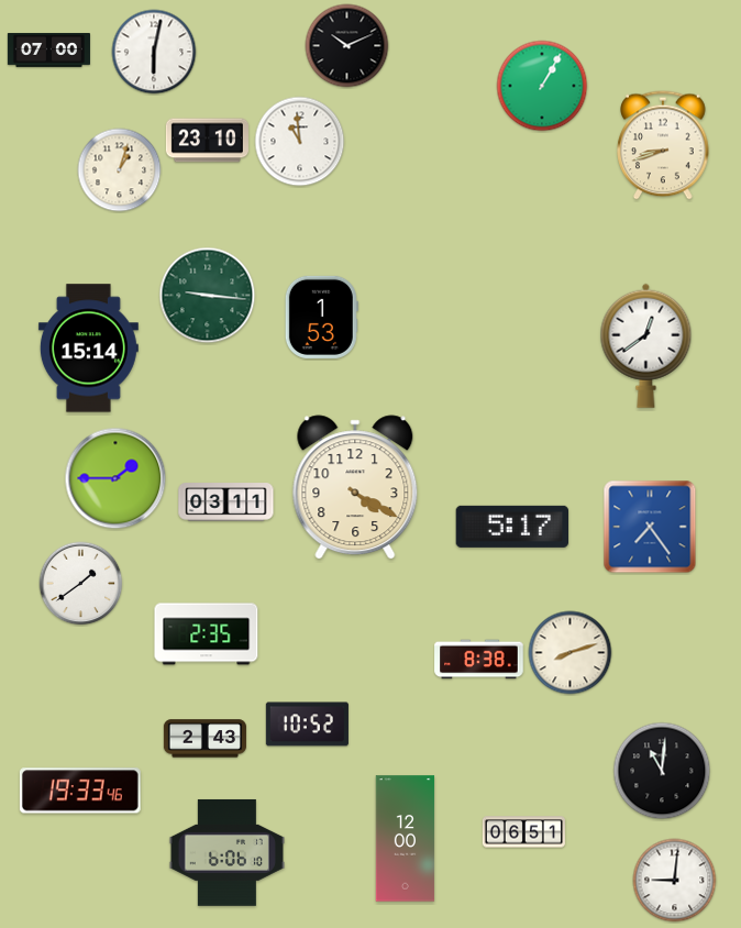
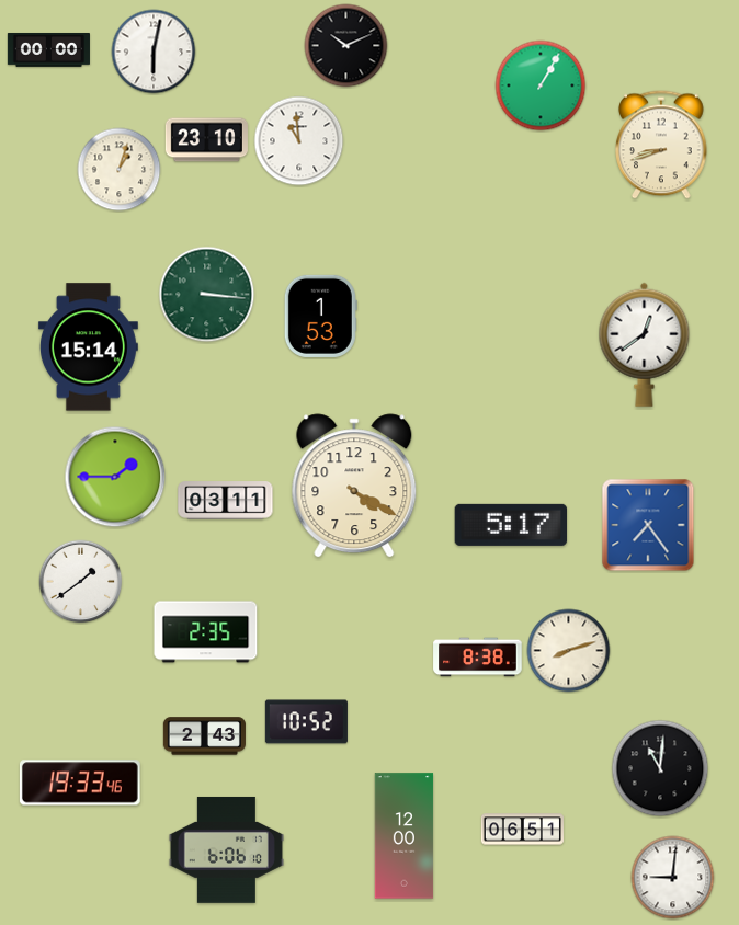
clock at (48, 49): 07:00 -> 00:00
clock at (208, 296): 9:16 -> 3:16
clock at (80, 791) position: (80, 791) -> (80, 783)
